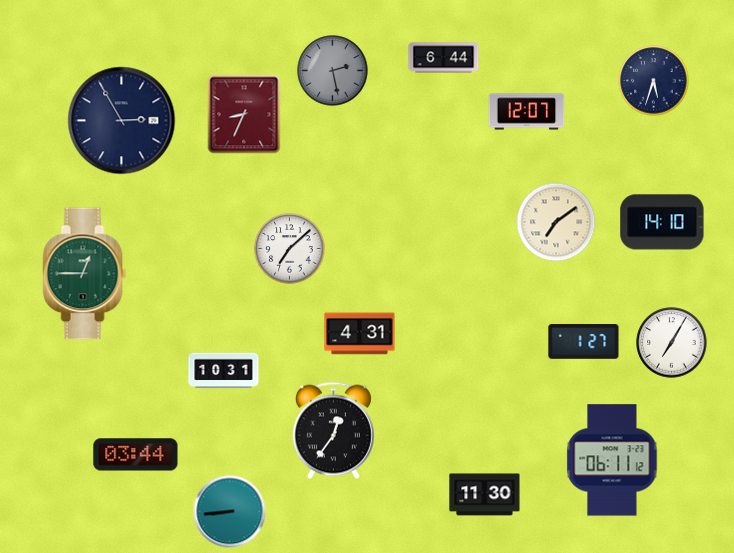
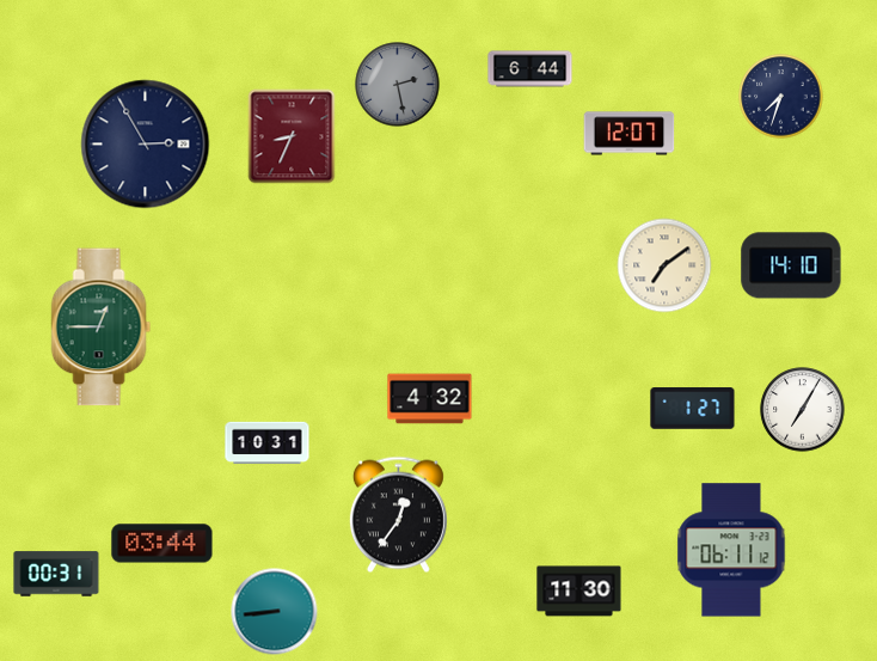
clock at (654, 81): 5:33 -> 7:33
clock at (290, 249): 7:08 -> none
clock at (360, 334): 4:31 -> 4:32
clock at (584, 342) position: (584, 342) -> (693, 409)
clock at (56, 574): none -> 00:31
